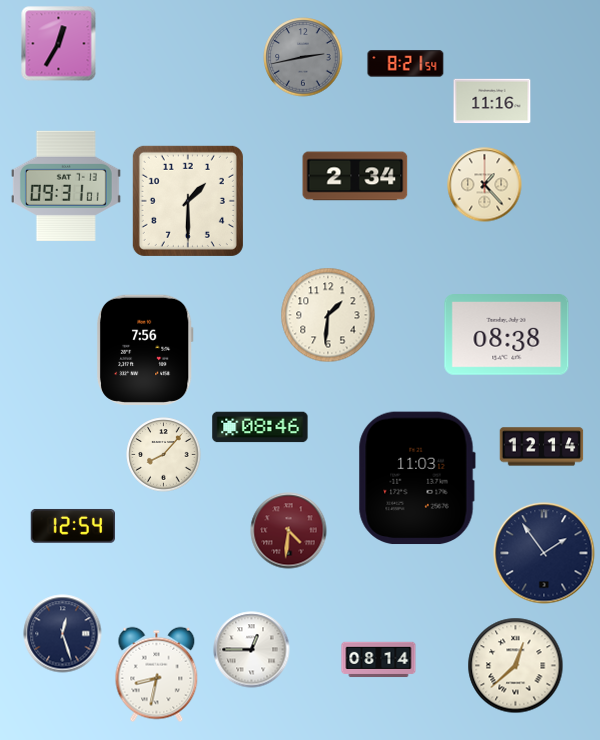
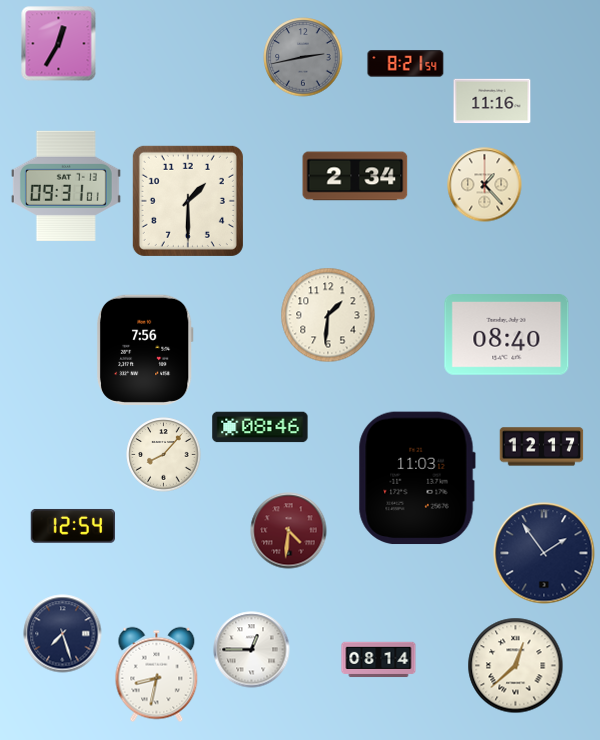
clock at (507, 335): 08:38 -> 08:40
clock at (542, 447): 12:14 -> 12:17
clock at (63, 634): 12:27 -> 7:27
